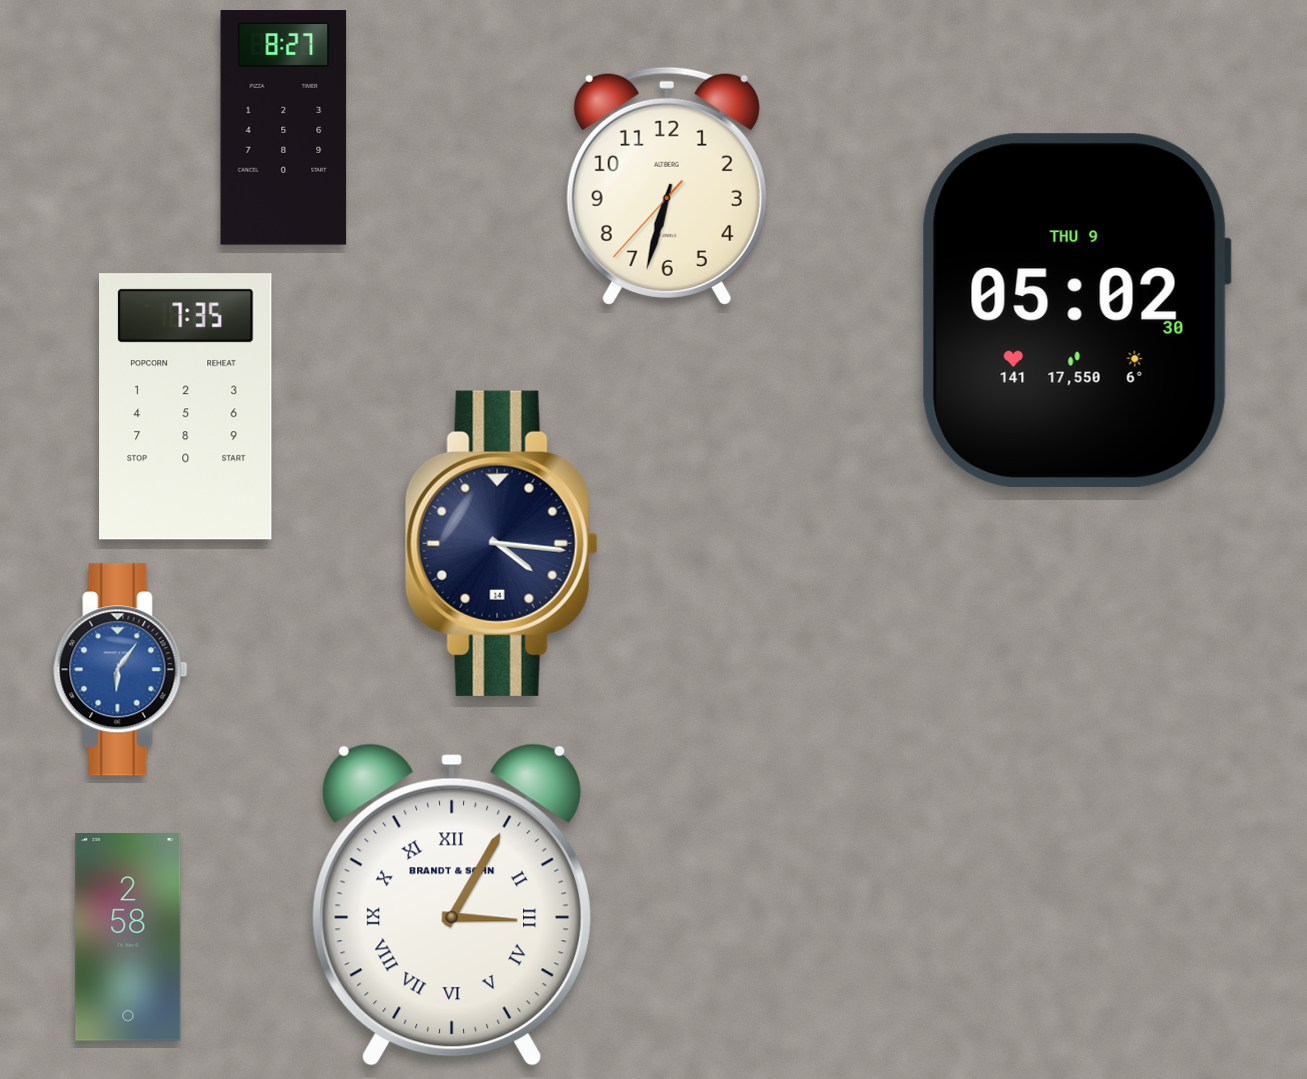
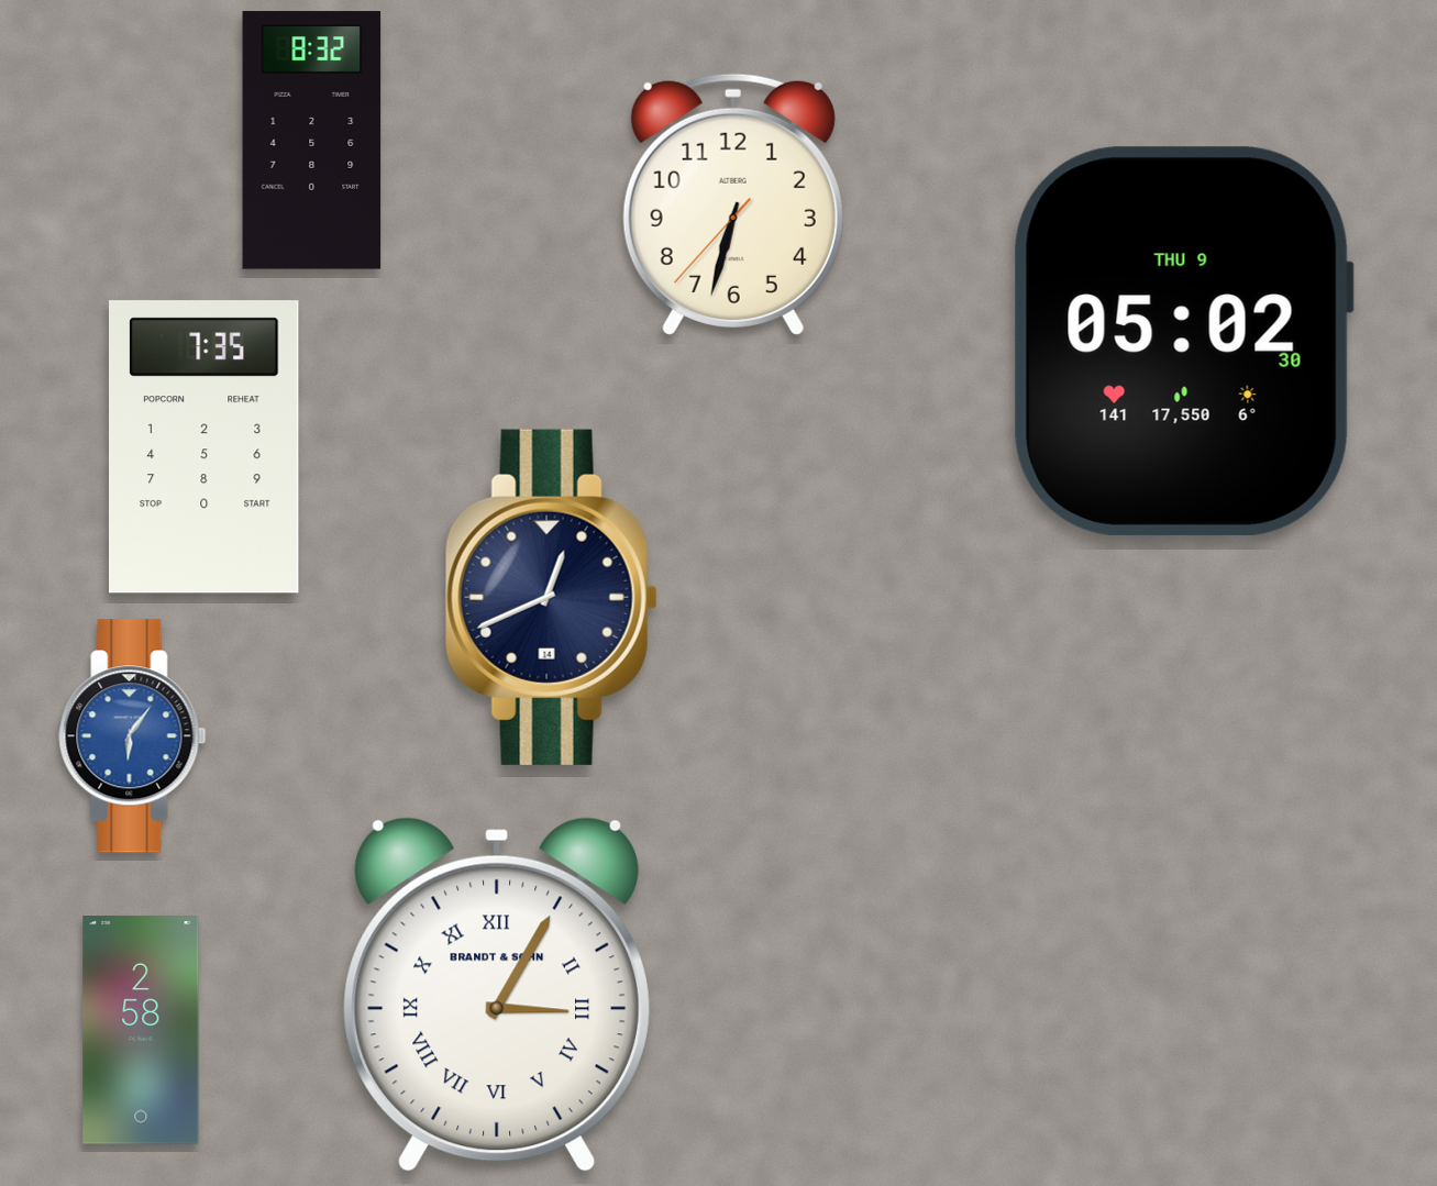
clock at (284, 128): 8:27 -> 8:32
clock at (501, 543): 4:16 -> 12:41
